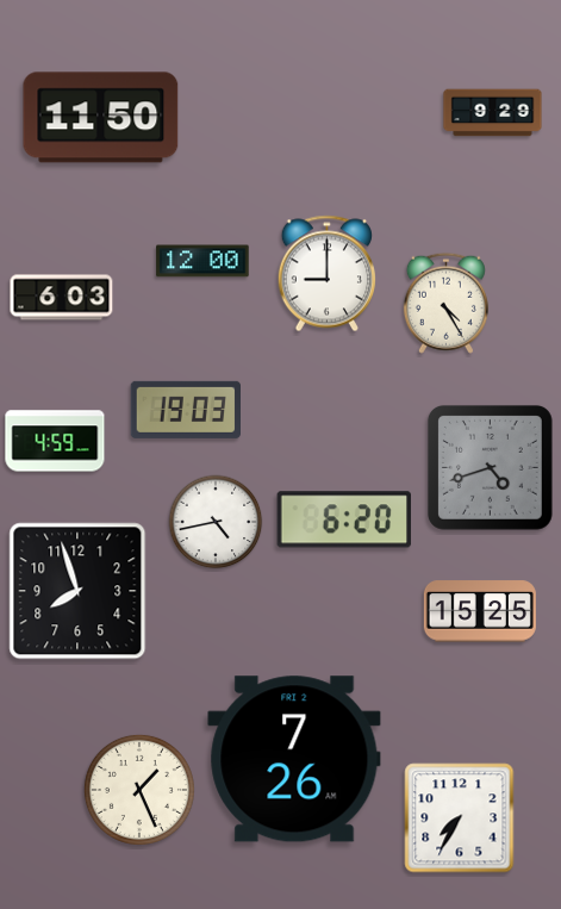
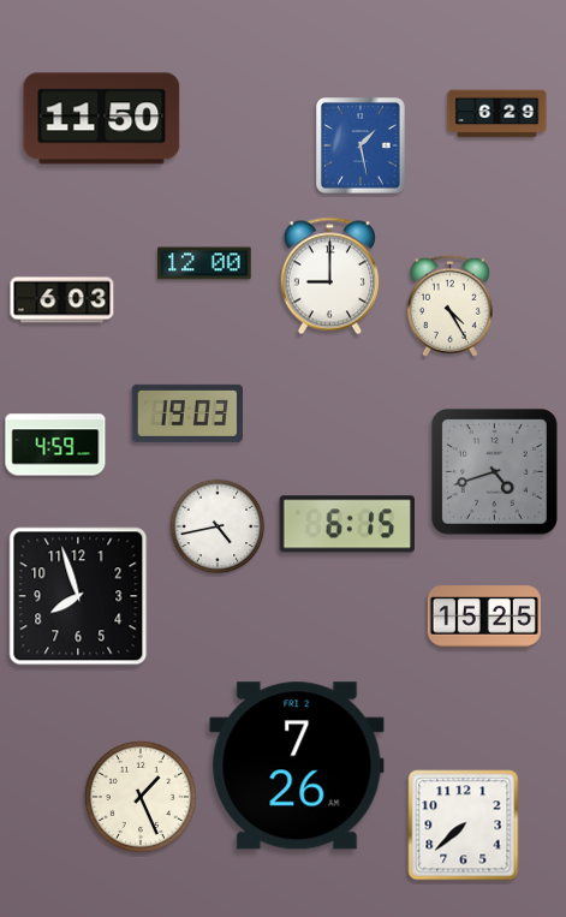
clock at (493, 113): 9:29 -> 6:29
clock at (362, 147): none -> 1:28
clock at (343, 519): 6:20 -> 6:15
clock at (460, 818): 7:35 -> 7:38
